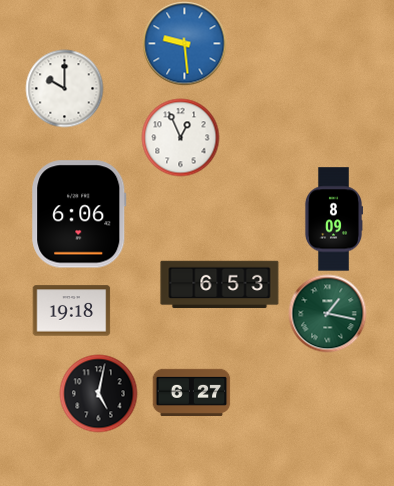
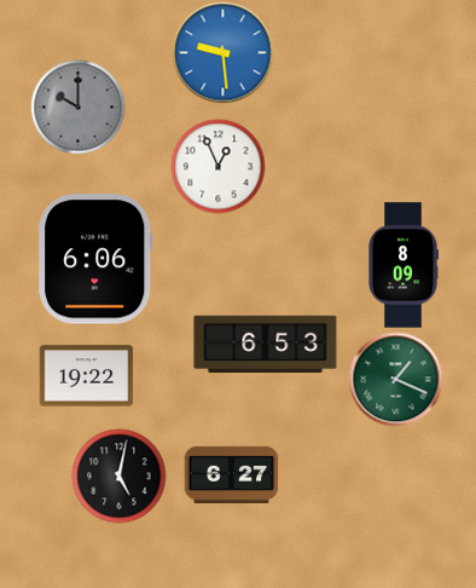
clock at (64, 88) dial: white -> grey
clock at (71, 311): 19:18 -> 19:22
clock at (327, 313): 1:17 -> 1:19
